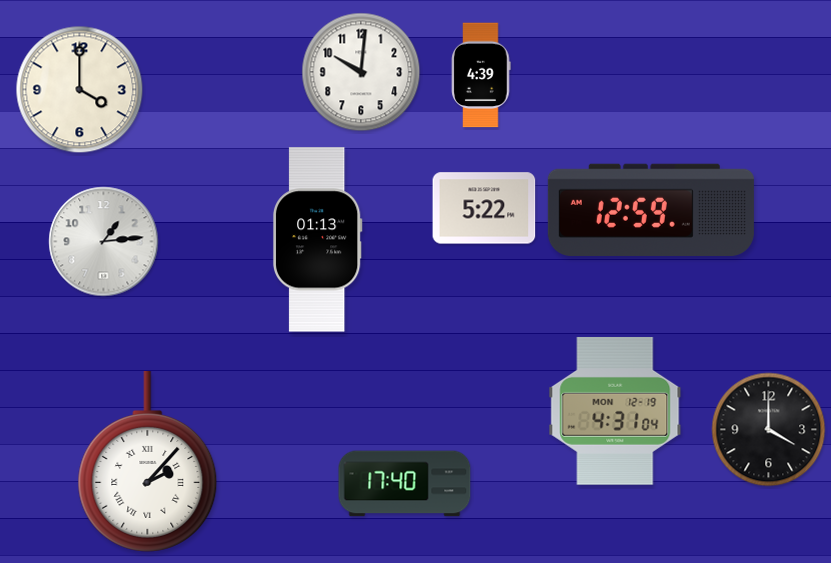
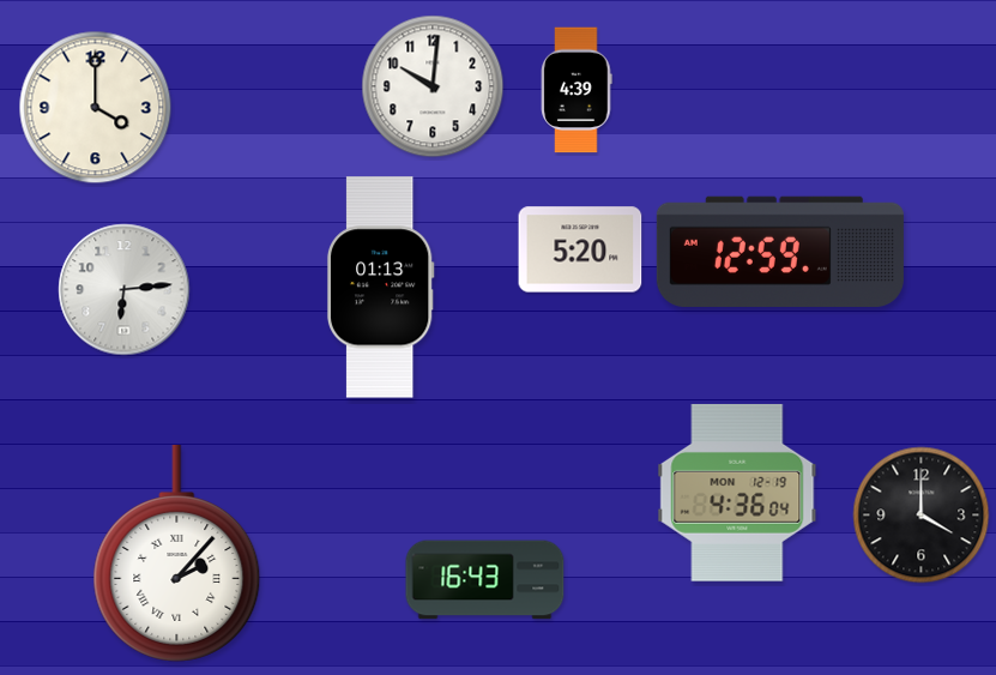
clock at (484, 208): 5:22 -> 5:20
clock at (104, 242): 1:14 -> 6:14
clock at (615, 411): 4:31 -> 4:36
clock at (405, 484): 17:40 -> 16:43
